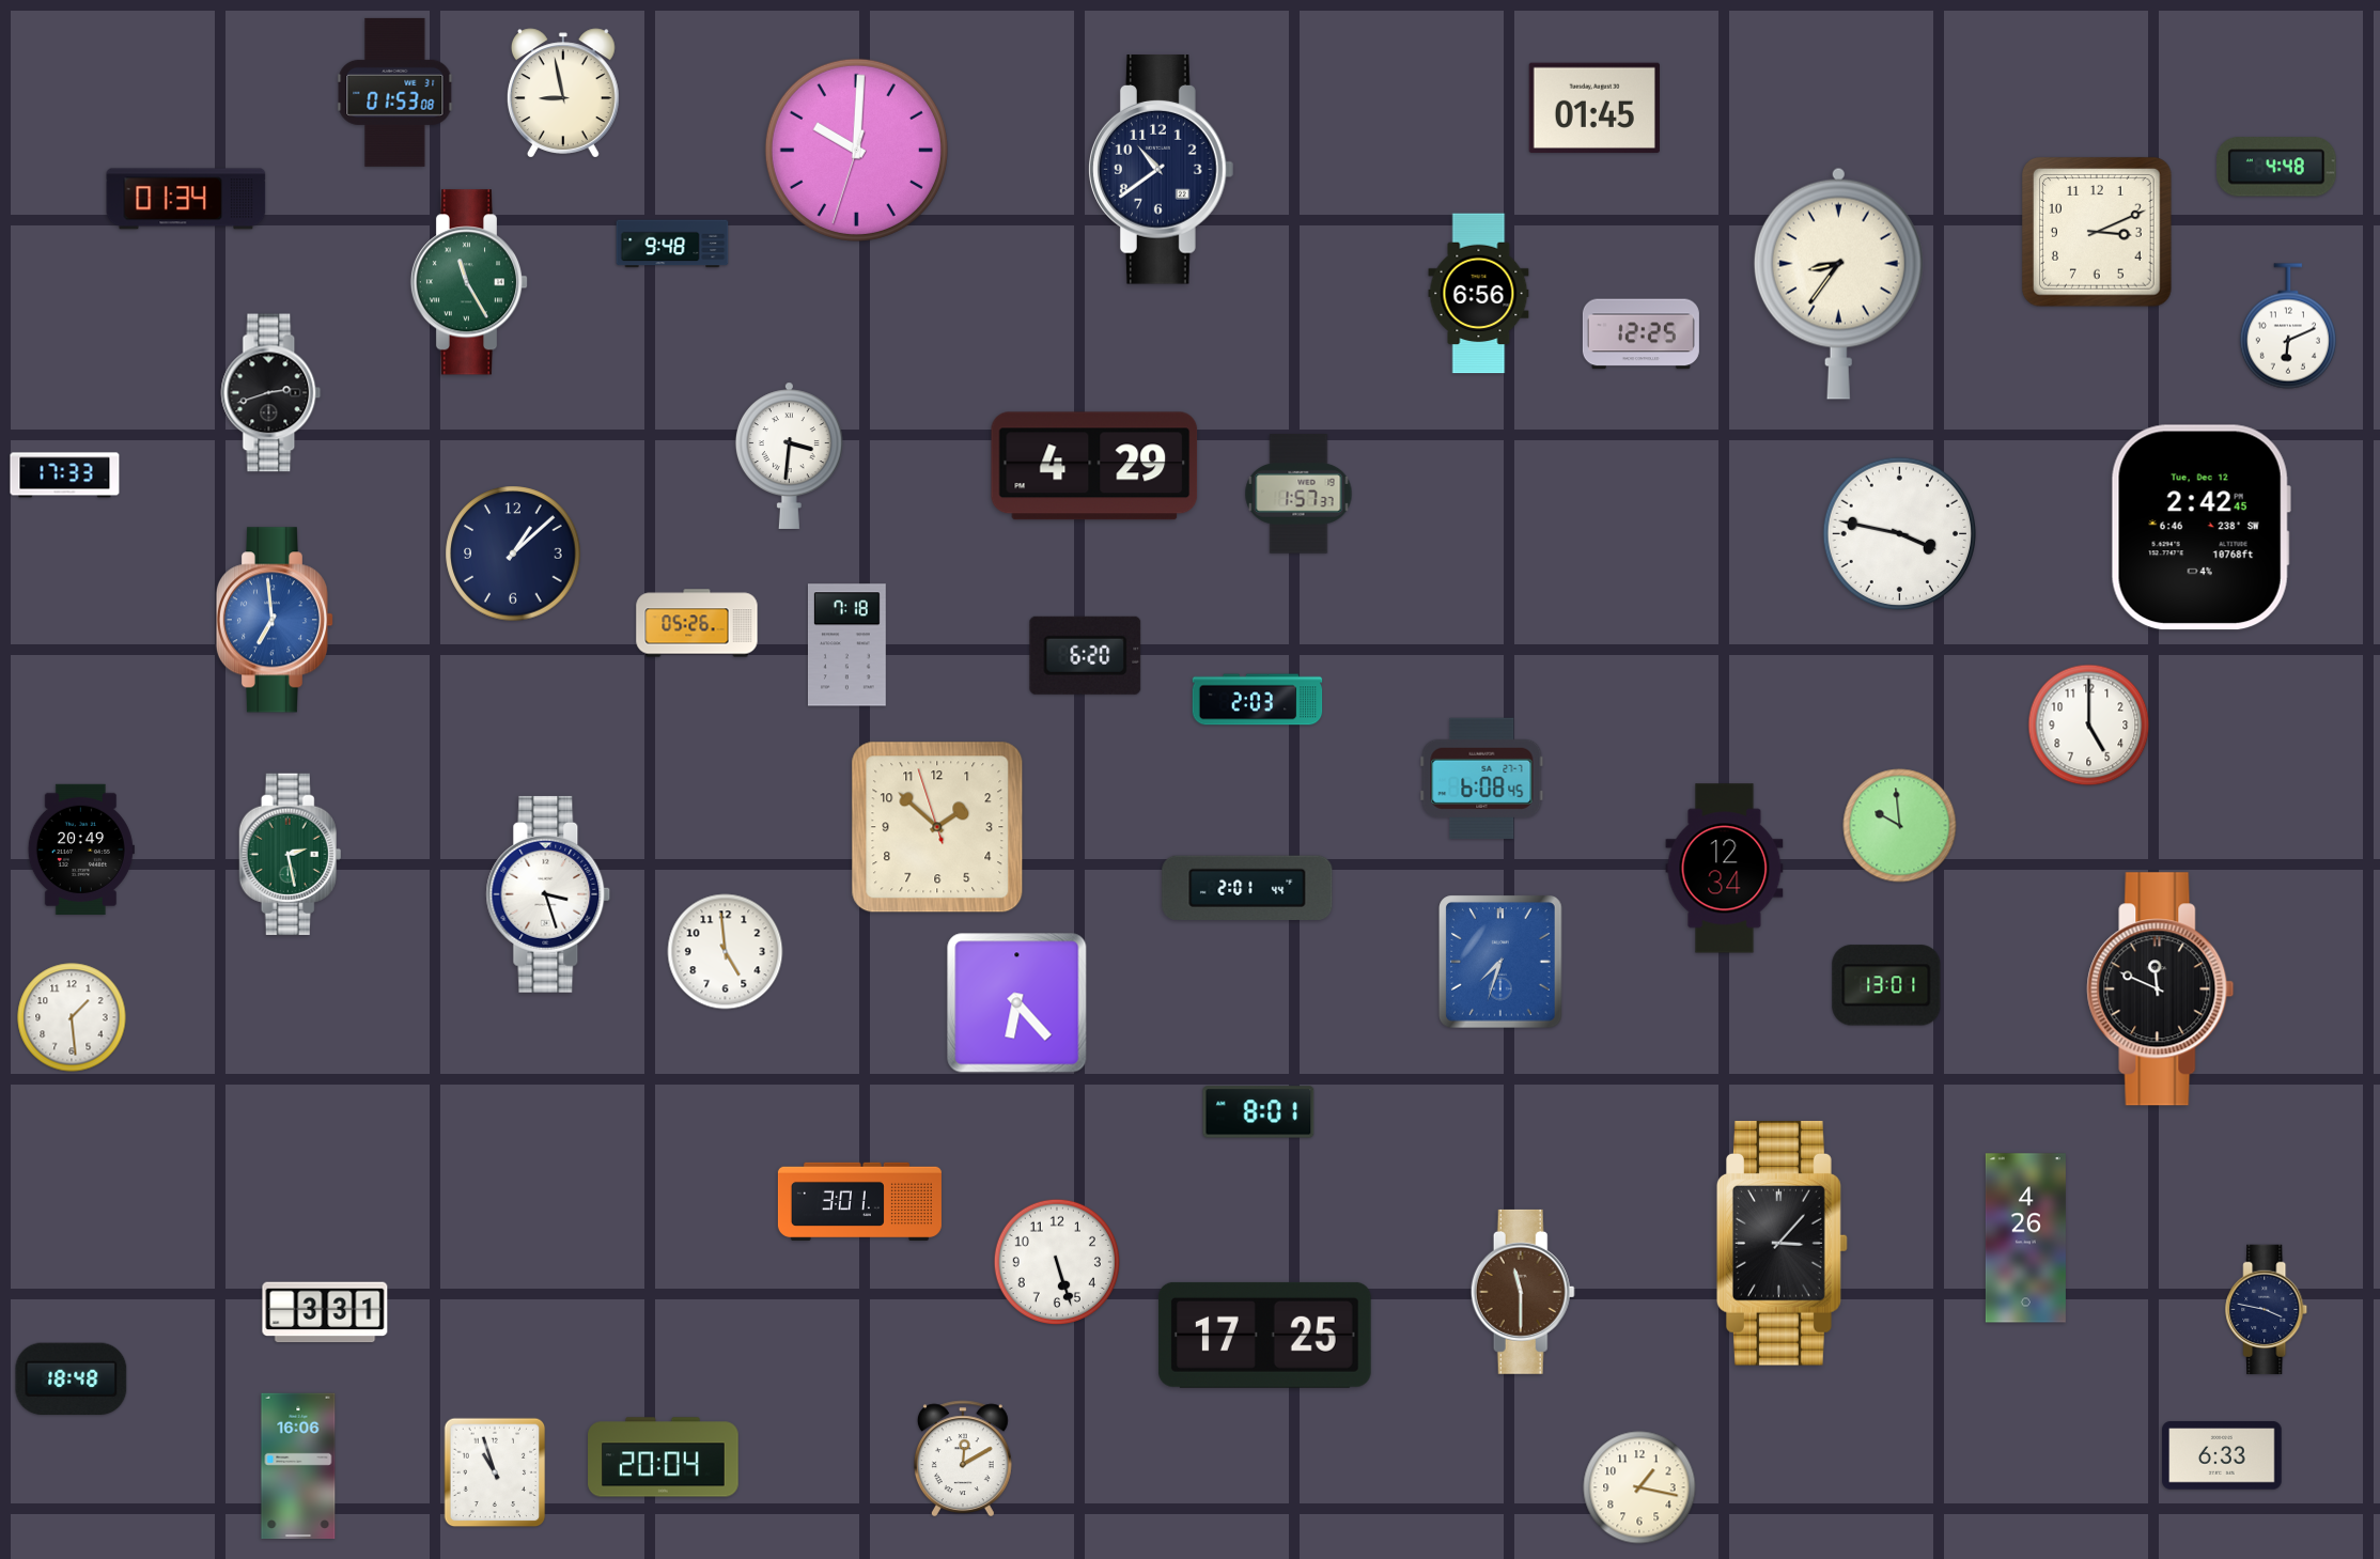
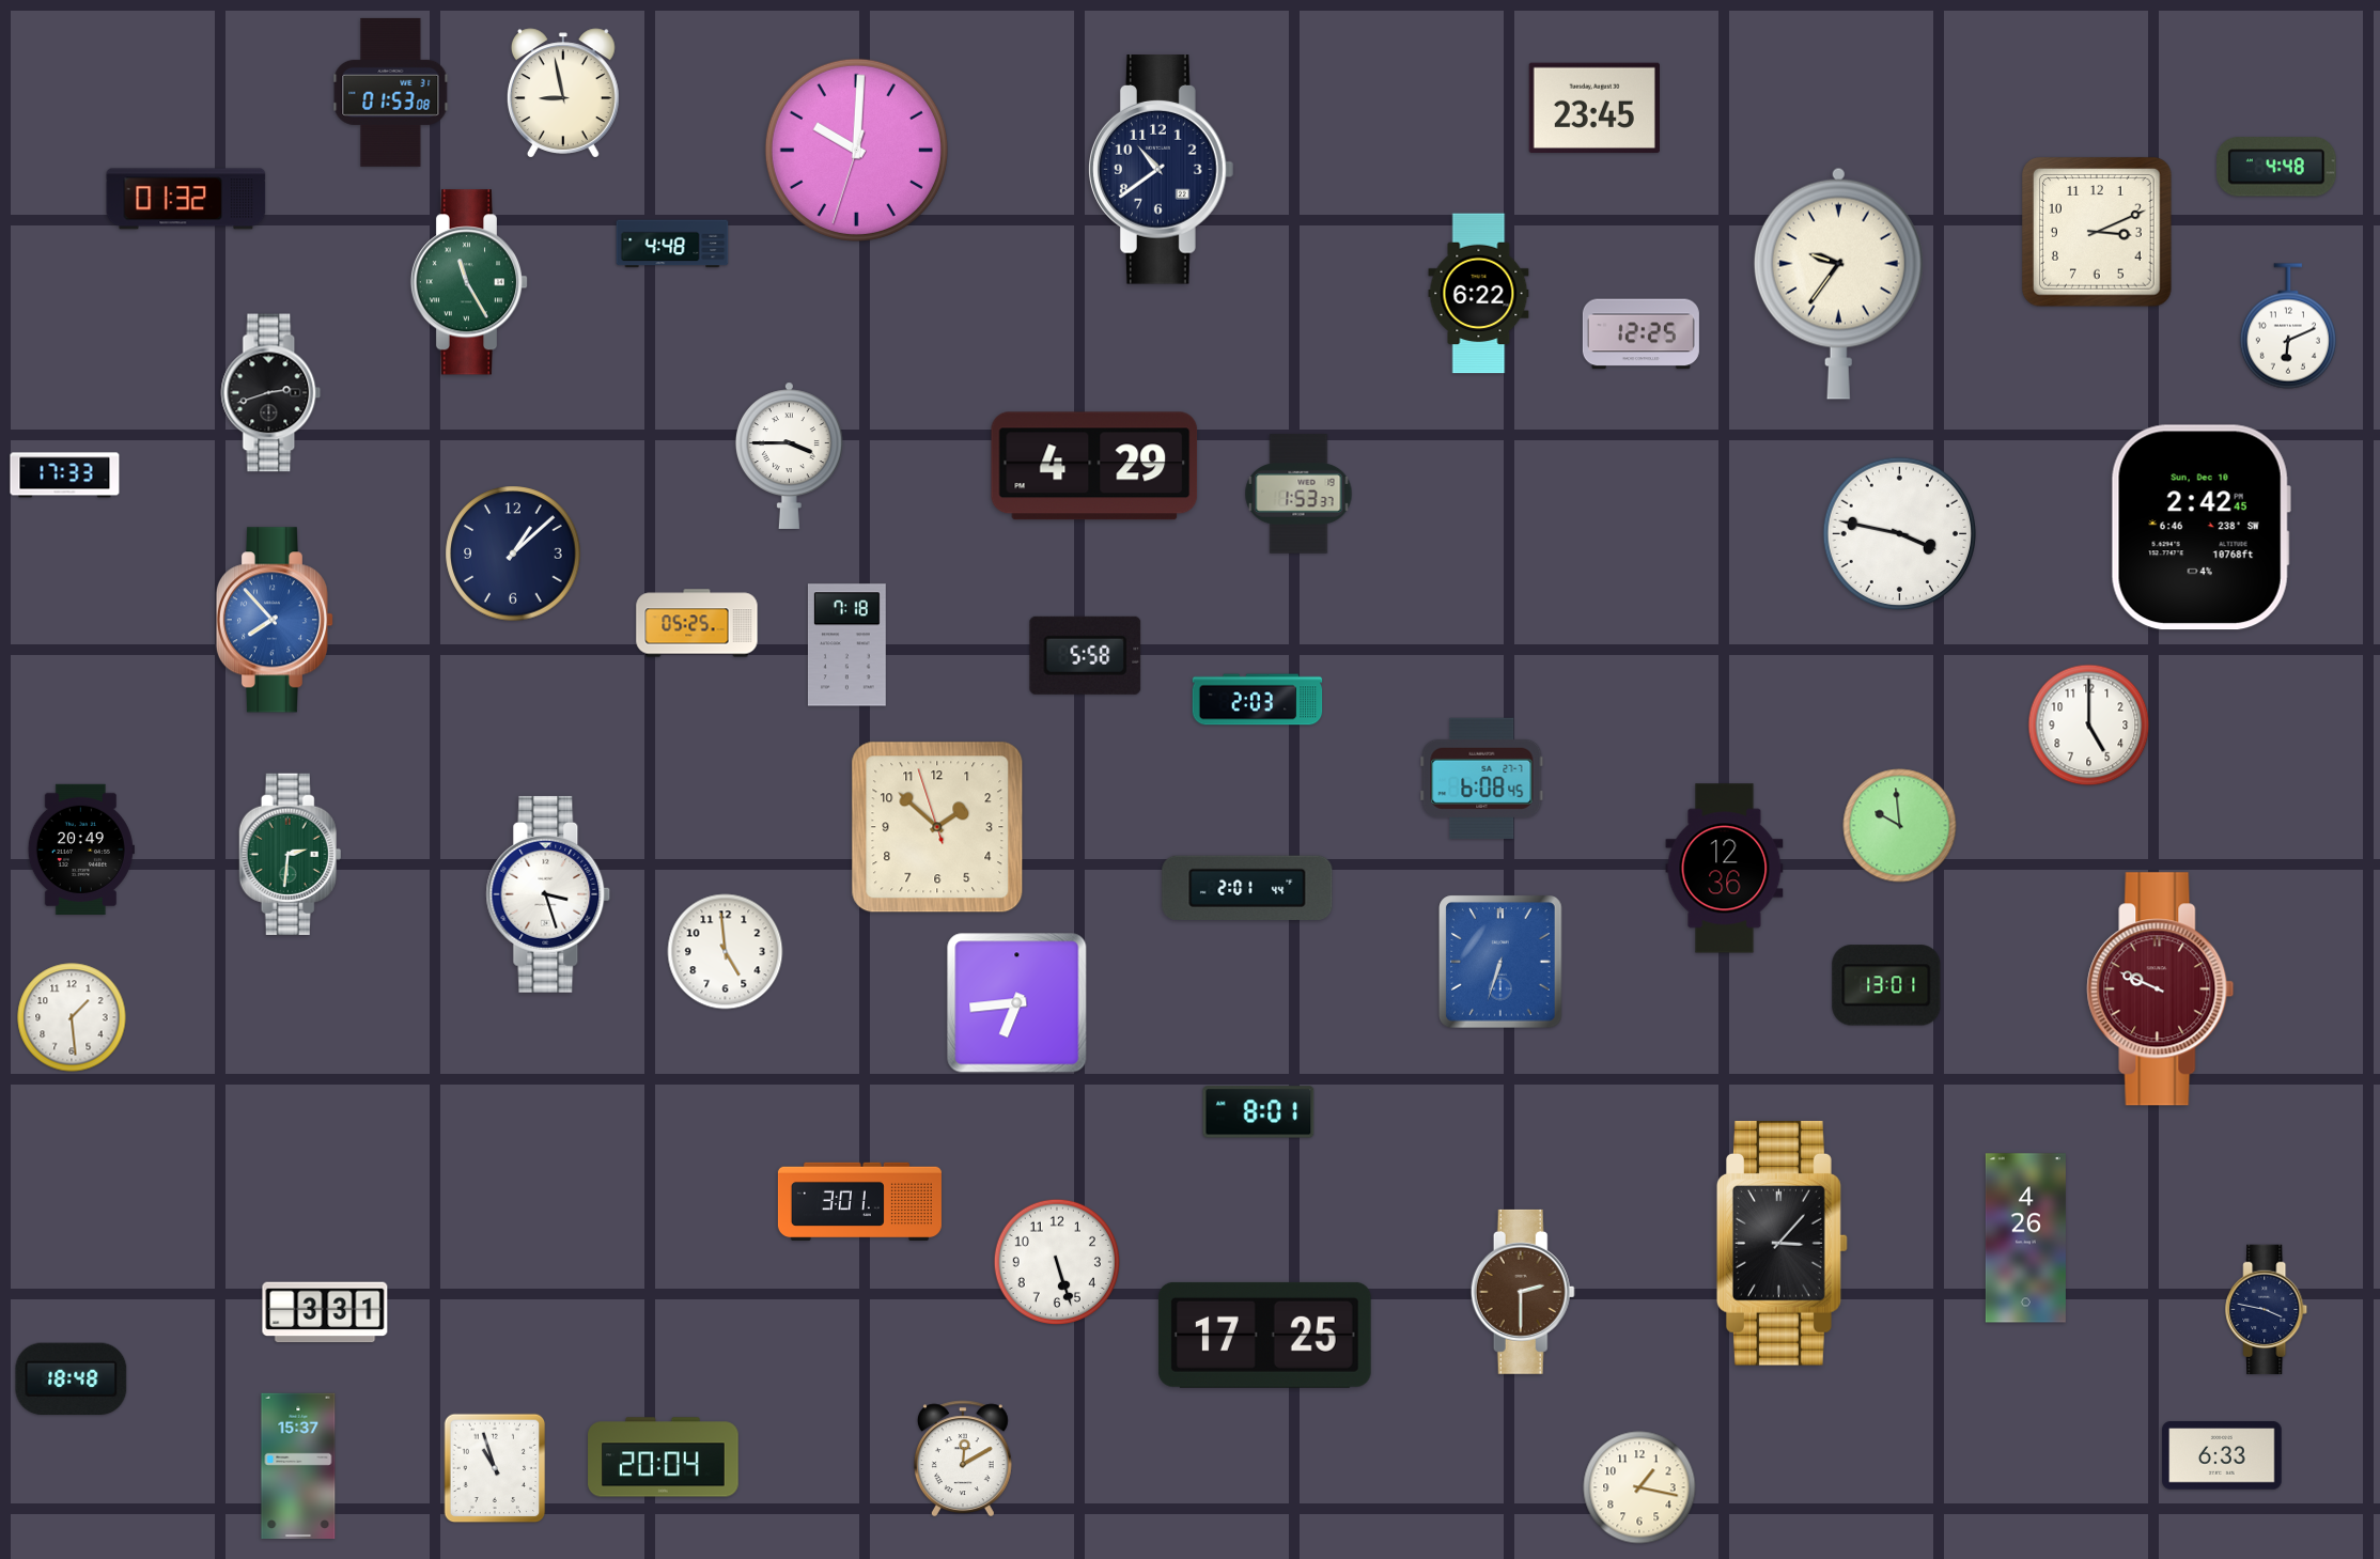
clock at (395, 92) position: (395, 92) -> (391, 92)
clock at (1595, 108): 01:45 -> 23:45
clock at (186, 199): 01:34 -> 01:32
clock at (672, 244): 9:48 -> 4:48
clock at (1838, 283): 8:36 -> 9:36
clock at (1479, 294): 6:56 -> 6:22
clock at (789, 455): 3:31 -> 3:45
clock at (1298, 494): 1:57 -> 1:53
clock at (2200, 528) date: Tue, Dec 12 -> Sun, Dec 10
clock at (275, 620): 6:59 -> 7:53
clock at (697, 623): 05:26 -> 05:25
clock at (1086, 655): 6:20 -> 5:58
clock at (291, 854): 2:28 -> 2:31
clock at (1725, 869): 12:34 -> 12:36
clock at (1502, 962): 7:33 -> 6:33
clock at (2161, 989): 11:49 -> 9:49
clock at (2161, 989) dial: black -> burgundy
clock at (1017, 1003): 6:23 -> 6:44
clock at (1523, 1292): 11:30 -> 2:30
clock at (298, 1466): 16:06 -> 15:37
clock at (495, 1472) position: (495, 1472) -> (495, 1468)
